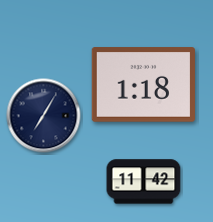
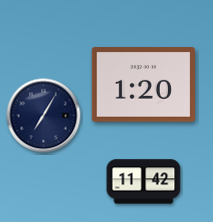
clock at (143, 85): 1:18 -> 1:20
